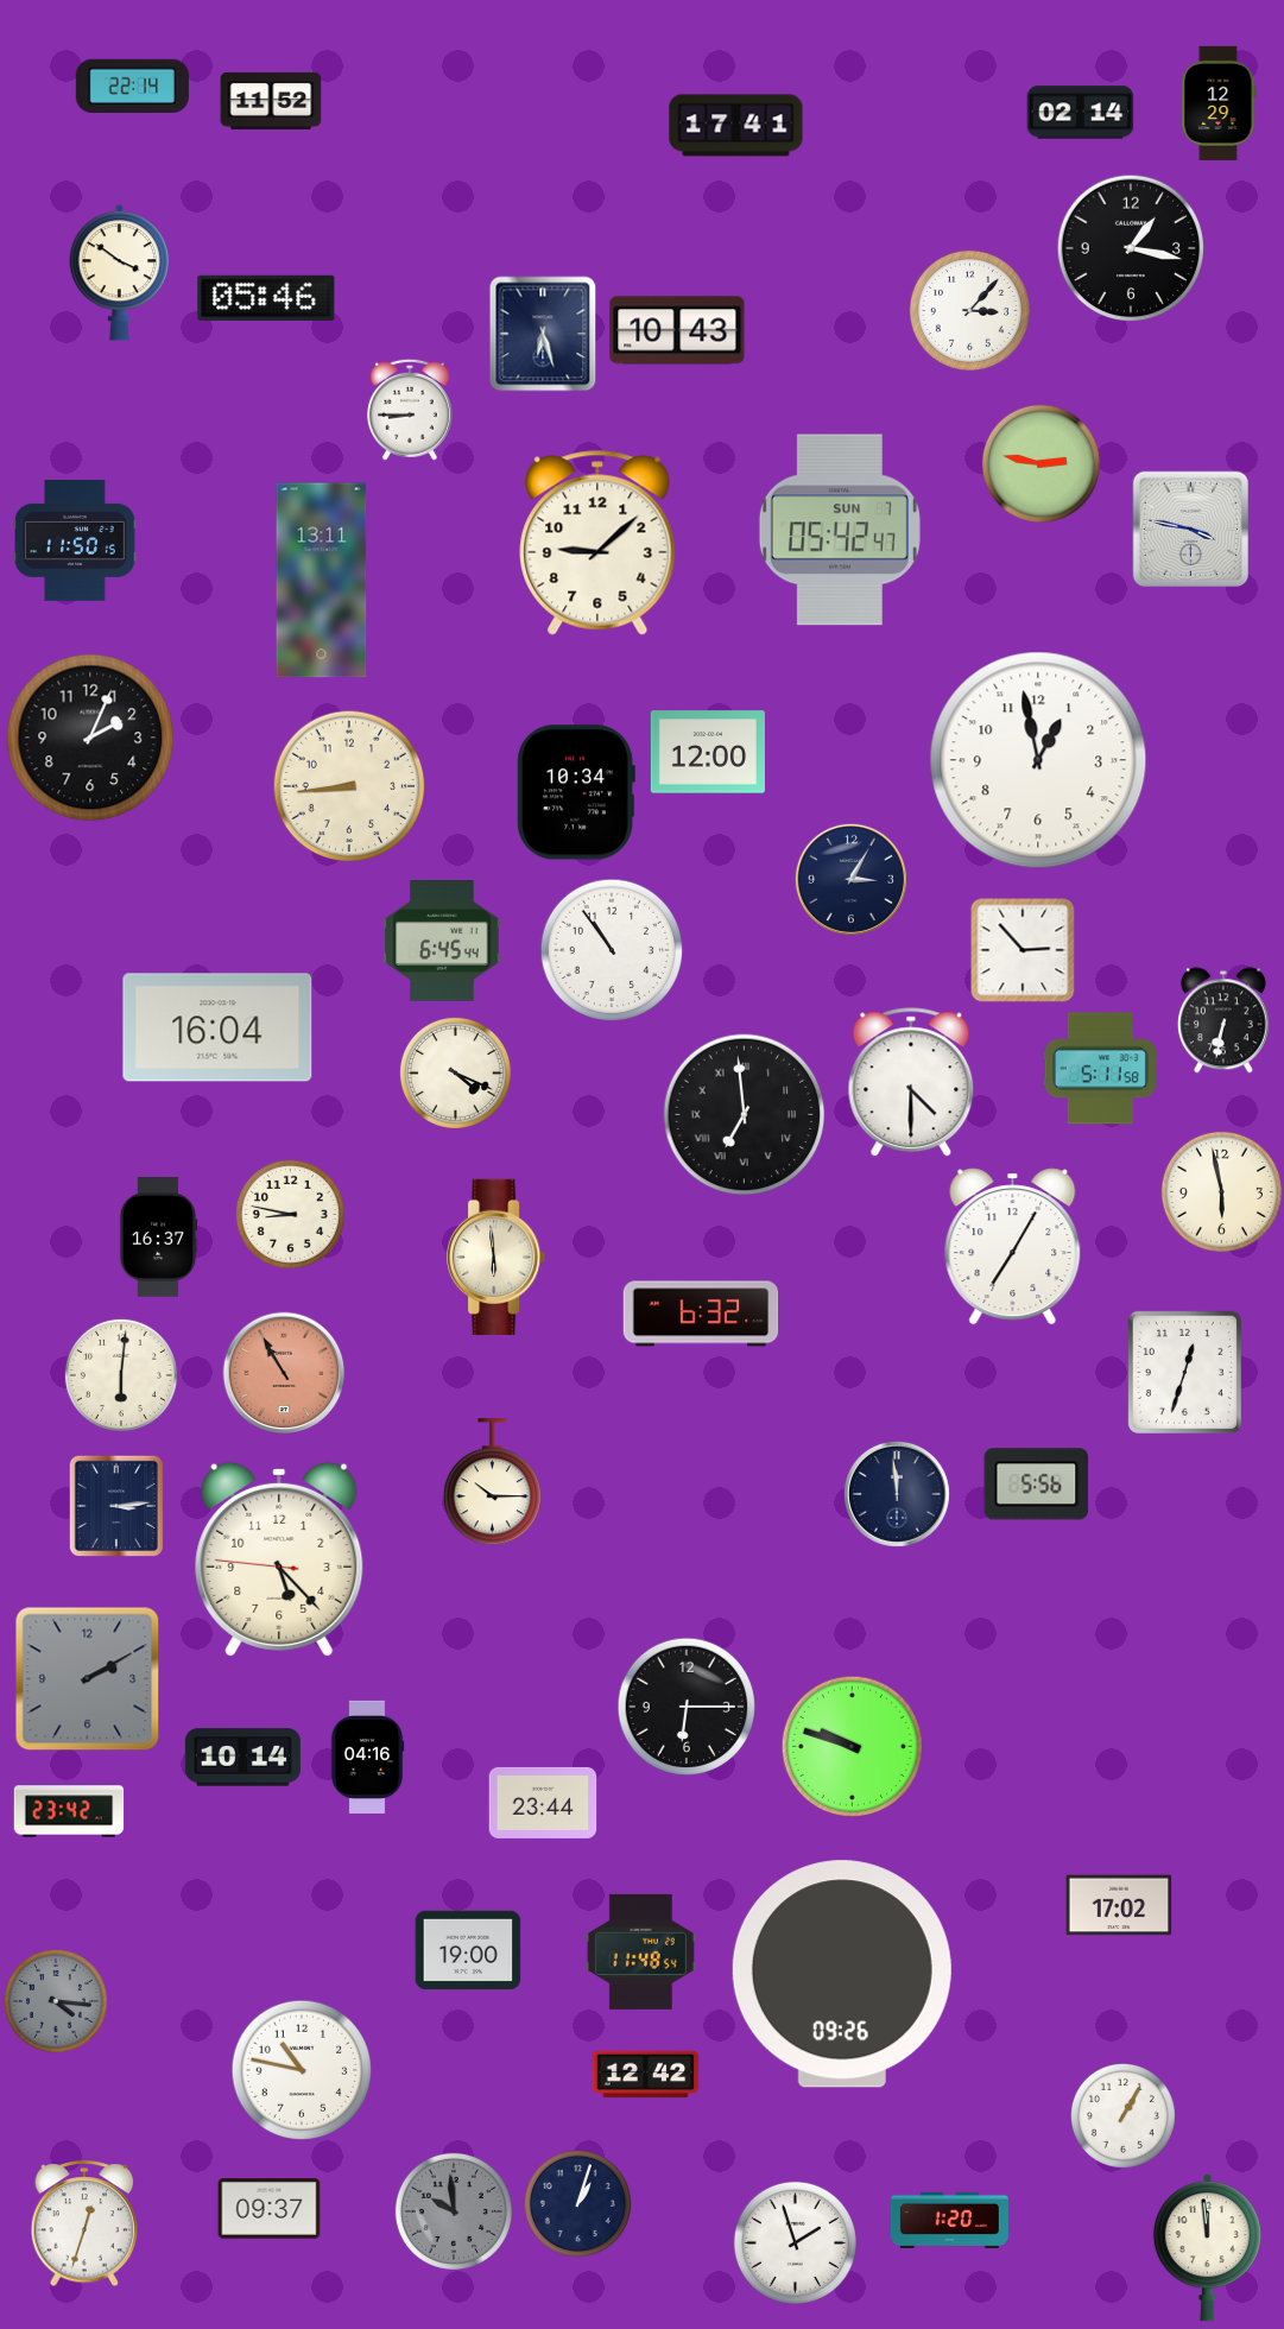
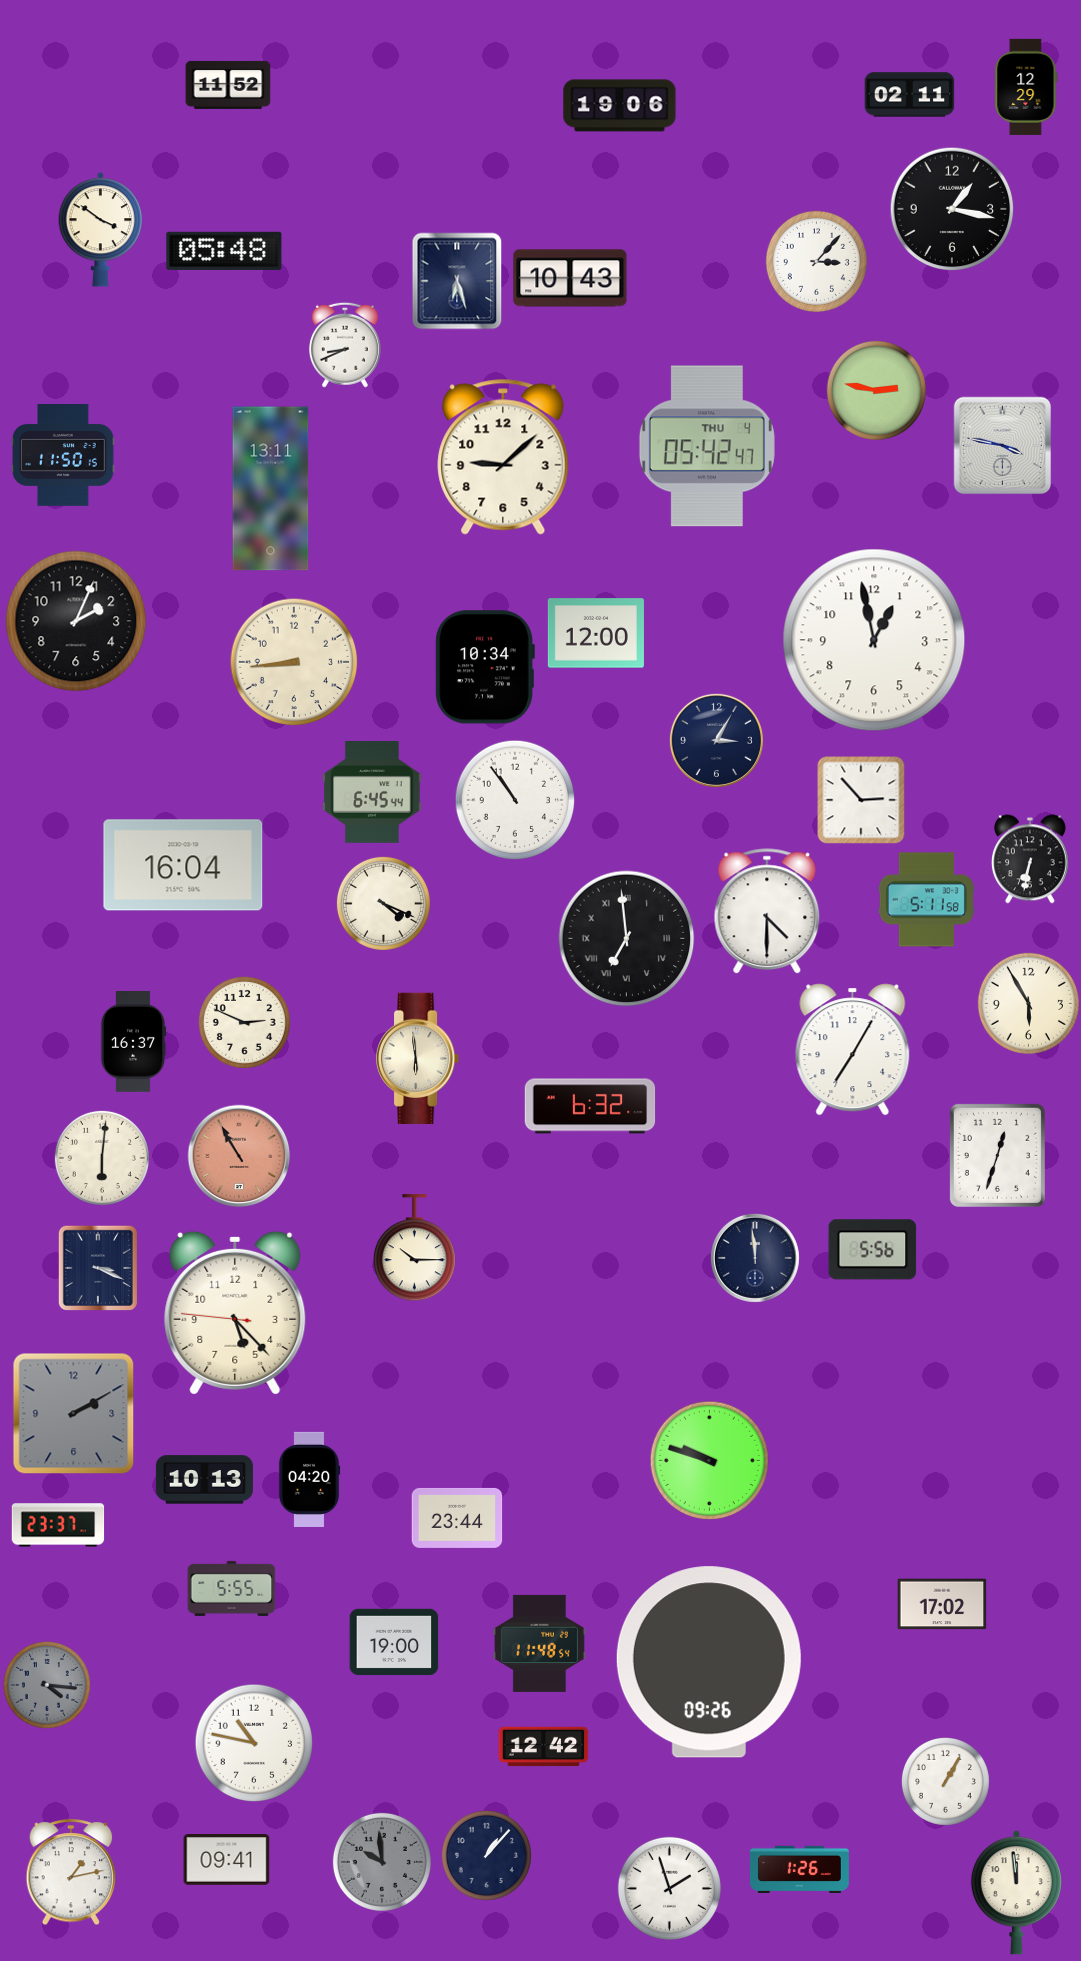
clock at (132, 86): 22:14 -> none
clock at (1081, 113): 02:14 -> 02:11
clock at (736, 126): 17:41 -> 19:06
clock at (266, 298): 05:46 -> 05:48
clock at (410, 410): 8:45 -> 8:41
clock at (840, 530) date: SUN 7 -> THU 4
clock at (1221, 1191): 5:58 -> 5:55
clock at (290, 1214): 8:47 -> 2:49
clock at (115, 1505): 3:14 -> 3:19
clock at (685, 1705): 6:15 -> none
clock at (853, 1747) position: (853, 1747) -> (710, 1461)
clock at (367, 1757): 04:16 -> 04:20
clock at (242, 1758): 10:14 -> 10:13
clock at (69, 1811): 23:42 -> 23:37
clock at (232, 1588): none -> 5:55
clock at (577, 2203): 1:03 -> 1:07
clock at (270, 2209): 09:37 -> 09:41
clock at (949, 2220): 1:20 -> 1:26
clock at (84, 2224): 12:33 -> 1:13
